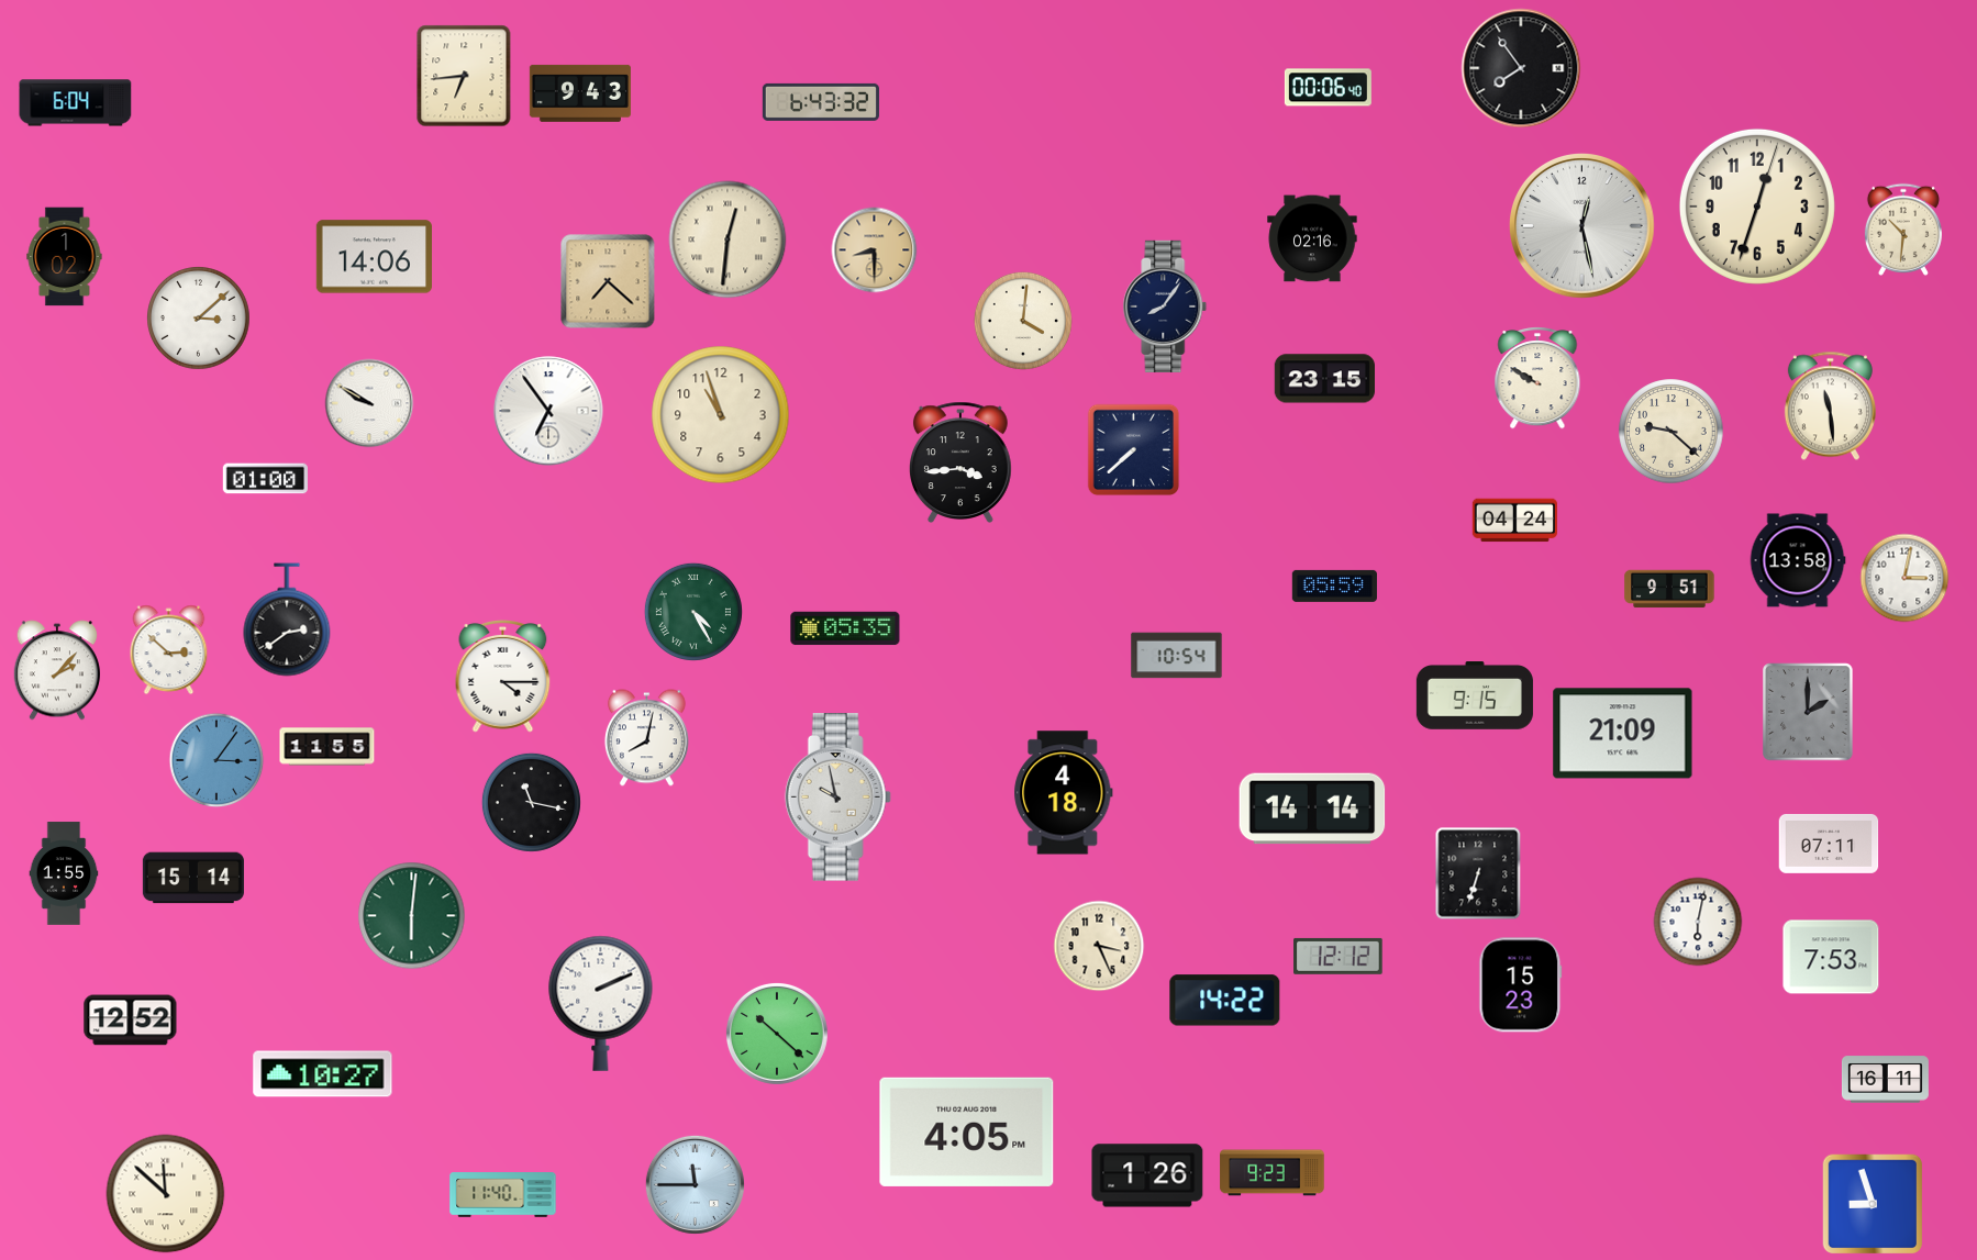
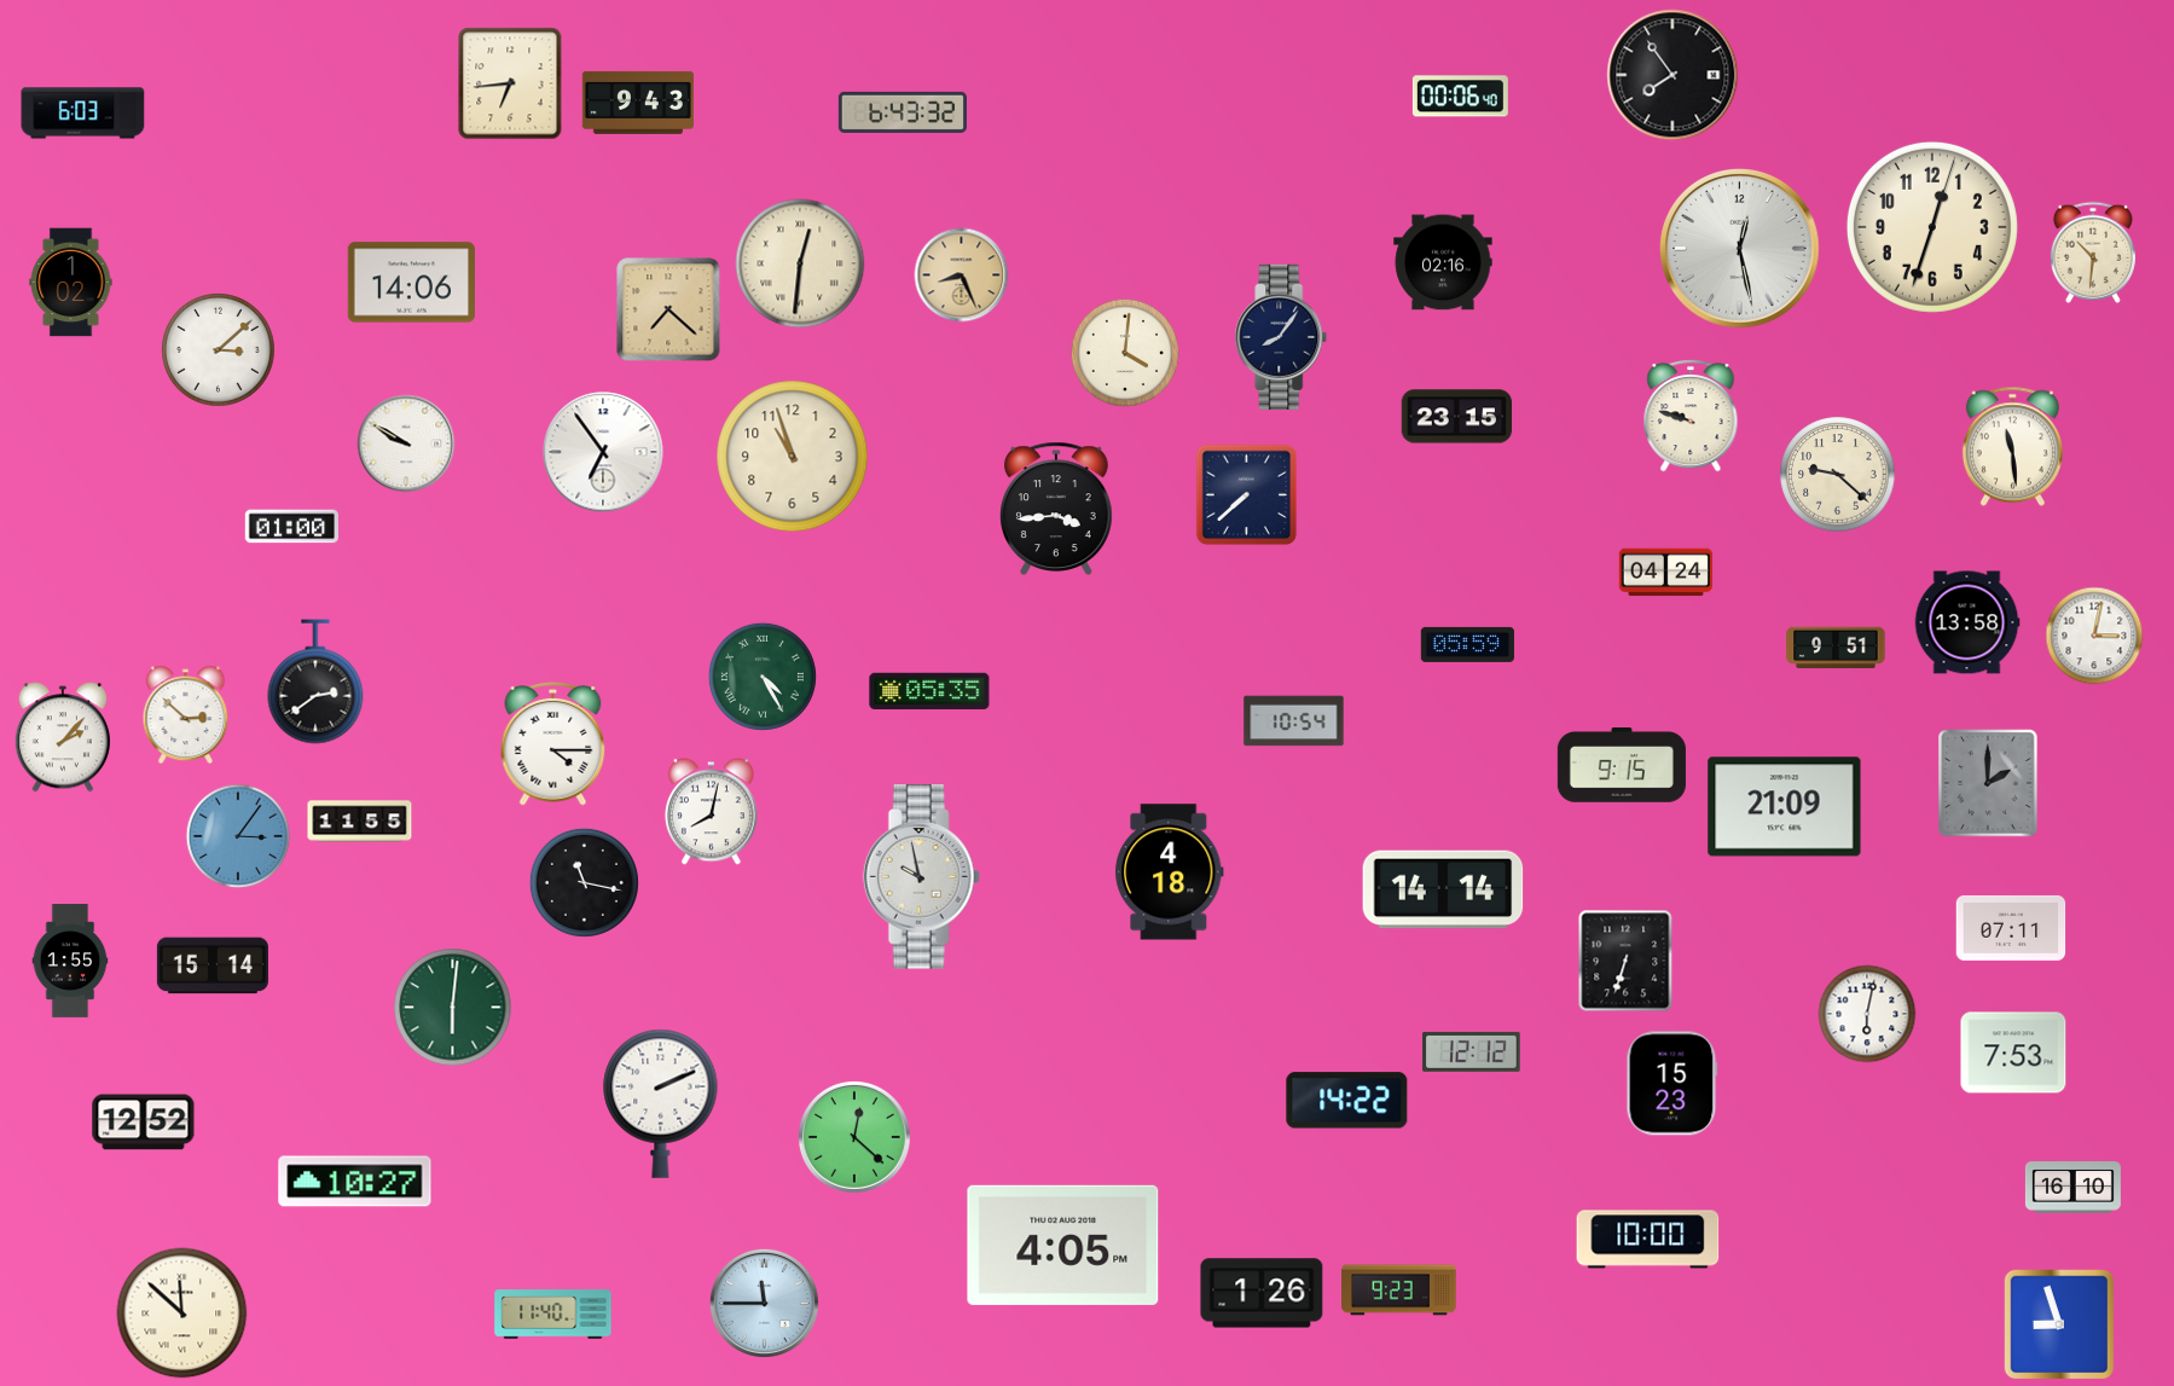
clock at (76, 103): 6:04 -> 6:03
clock at (875, 250): 8:30 -> 8:26
clock at (1537, 379): 9:50 -> 9:48
clock at (1798, 560) position: (1798, 560) -> (1967, 622)
clock at (693, 612) position: (693, 612) -> (763, 677)
clock at (1099, 946): 3:26 -> none
clock at (777, 1034): 10:22 -> 12:22
clock at (1885, 1080): 16:11 -> 16:10
clock at (1648, 1240): none -> 10:00
